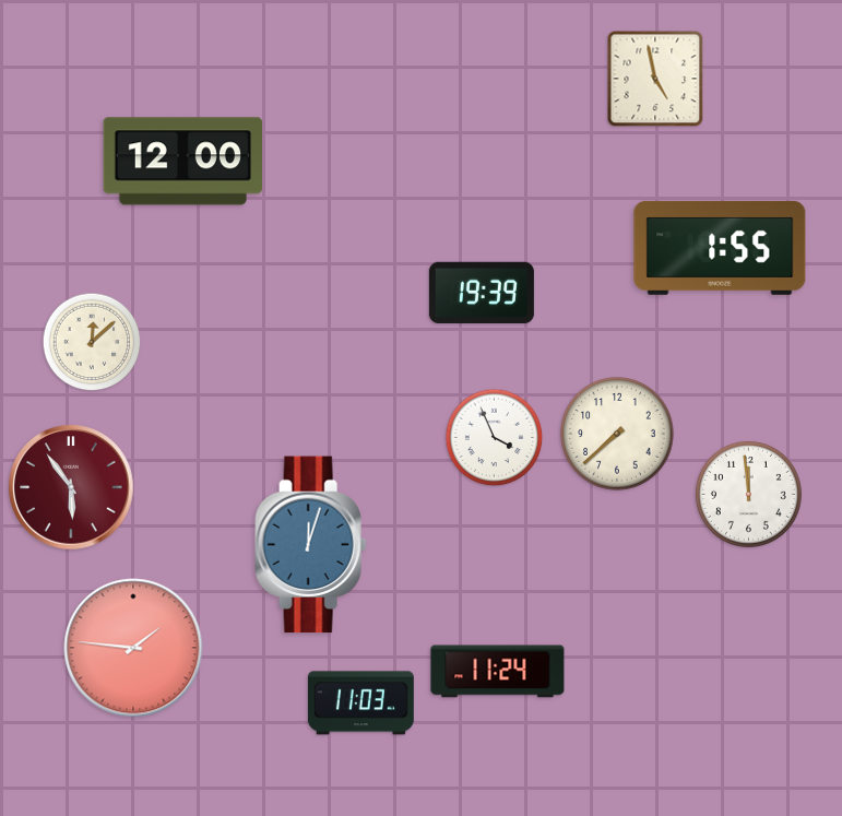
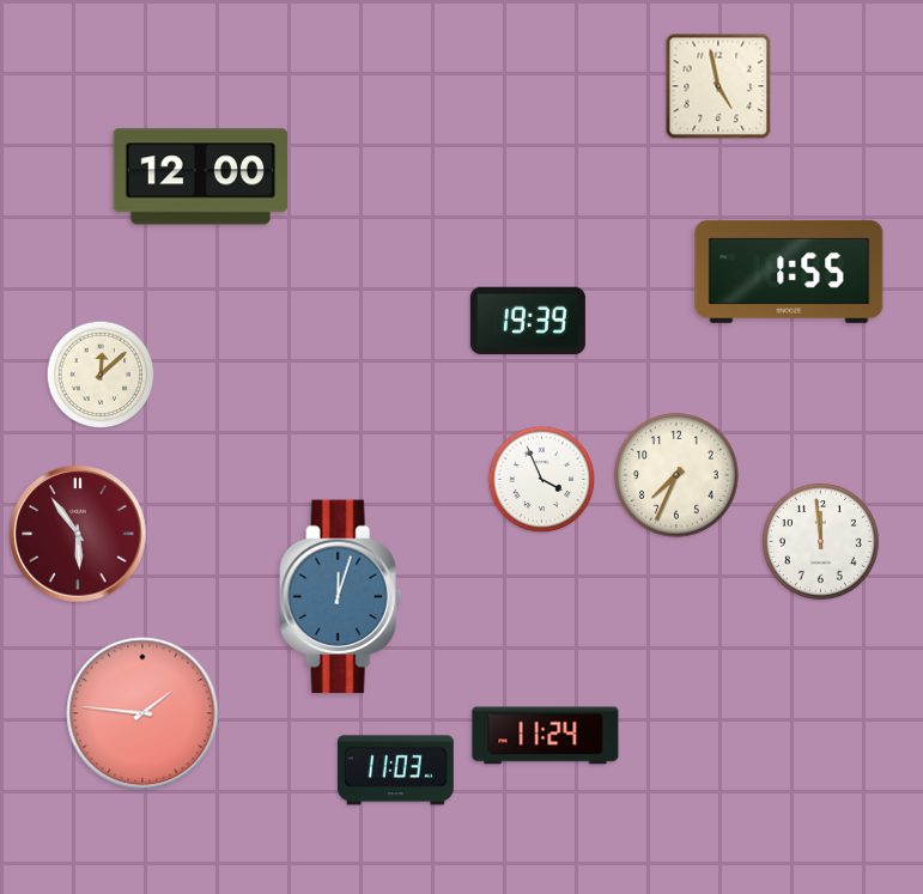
clock at (617, 434): 7:38 -> 7:34
clock at (133, 648) position: (133, 648) -> (142, 713)
